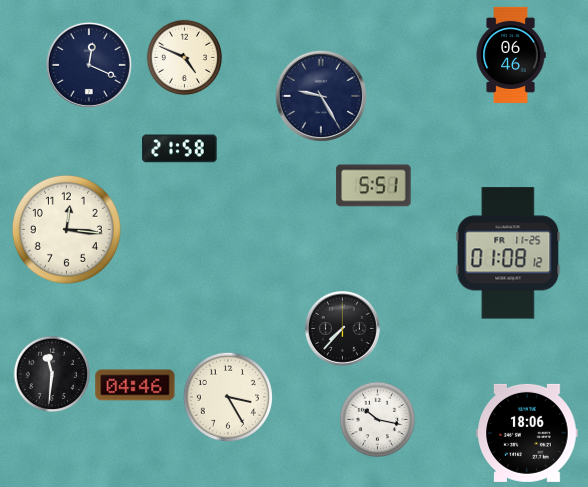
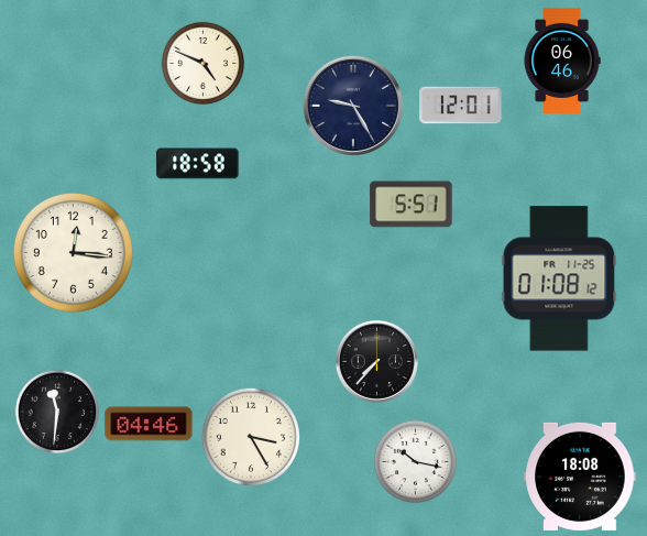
clock at (89, 65): 12:19 -> none
clock at (461, 106): none -> 12:01
clock at (180, 149): 21:58 -> 18:58
clock at (527, 433): 18:06 -> 18:08
